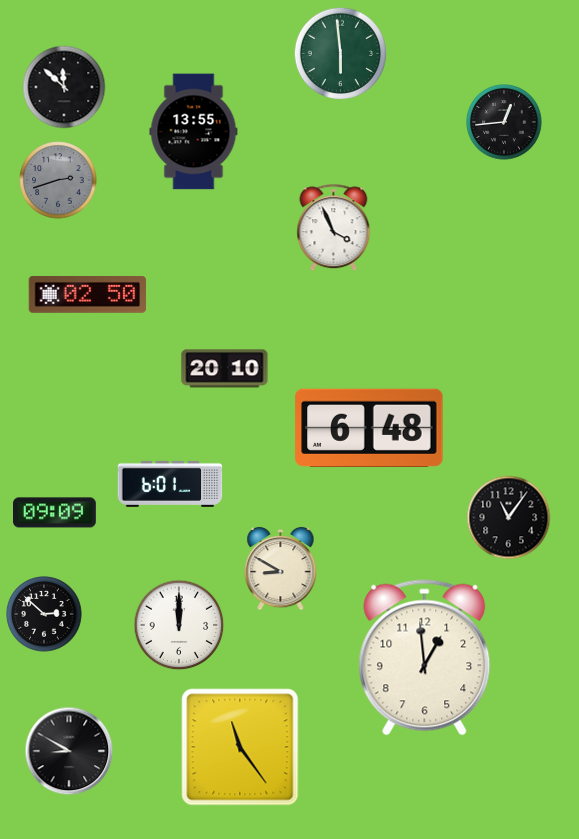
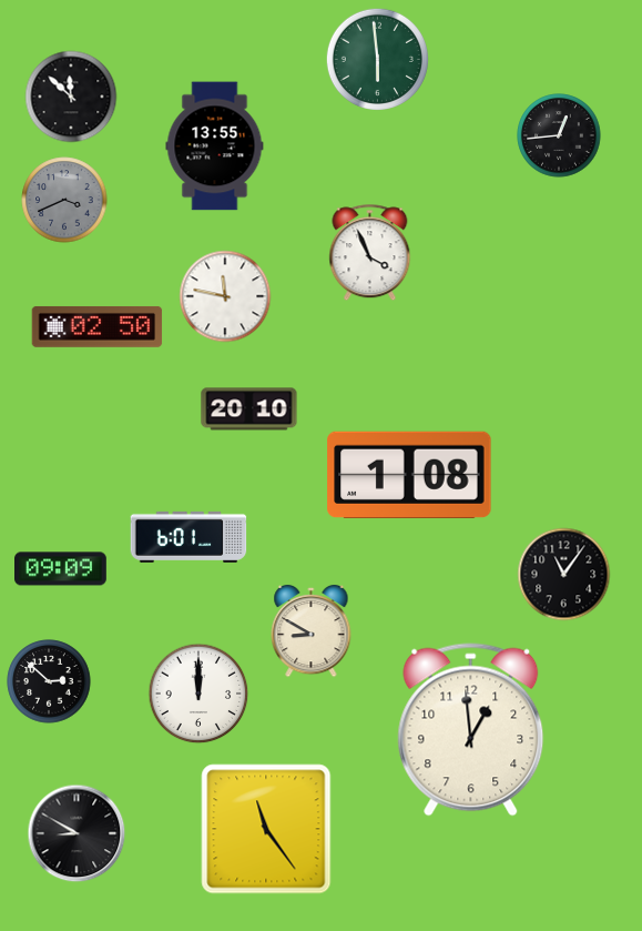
clock at (58, 180): 2:42 -> 3:41
clock at (225, 296): none -> 11:47
clock at (369, 428): 6:48 -> 1:08
